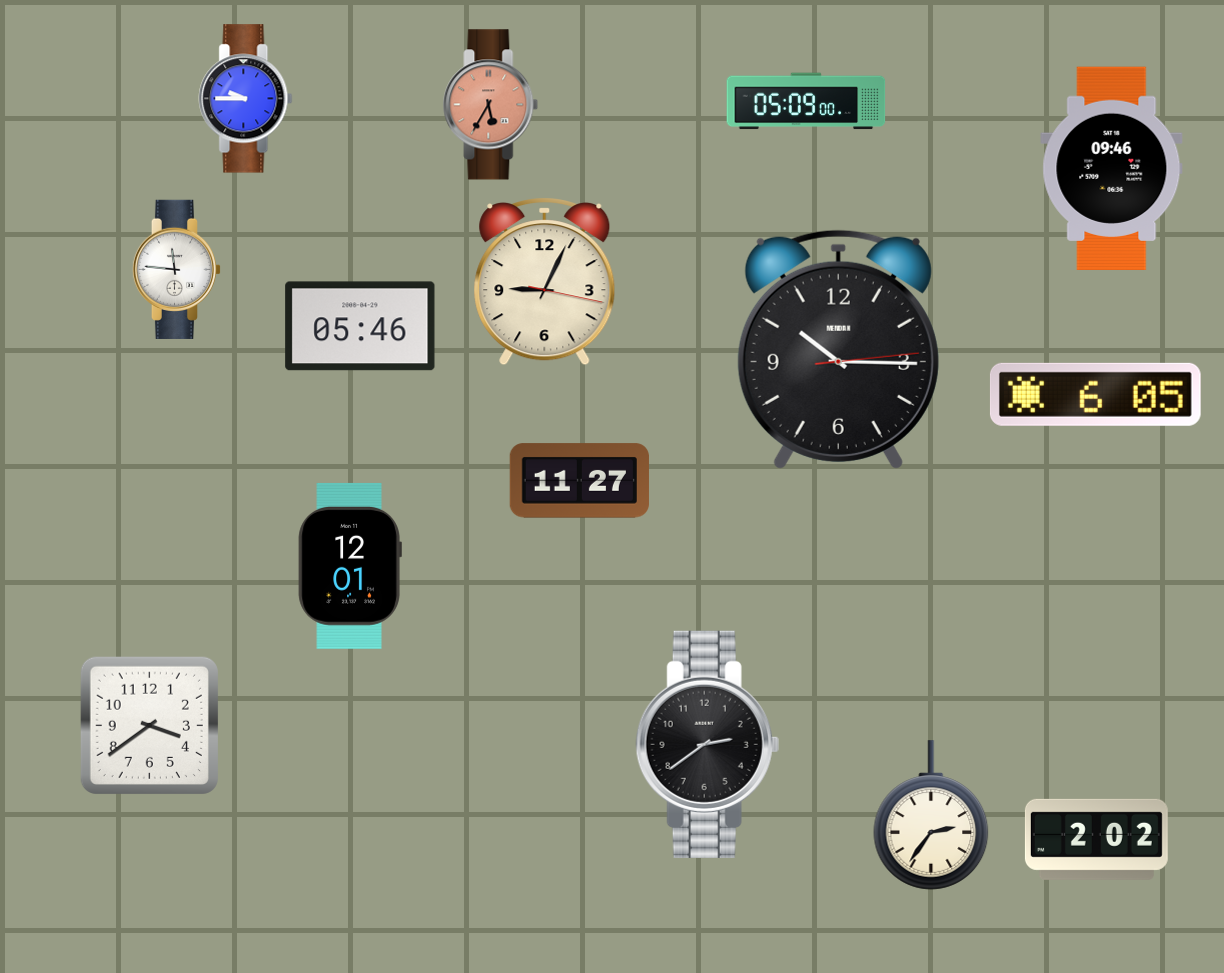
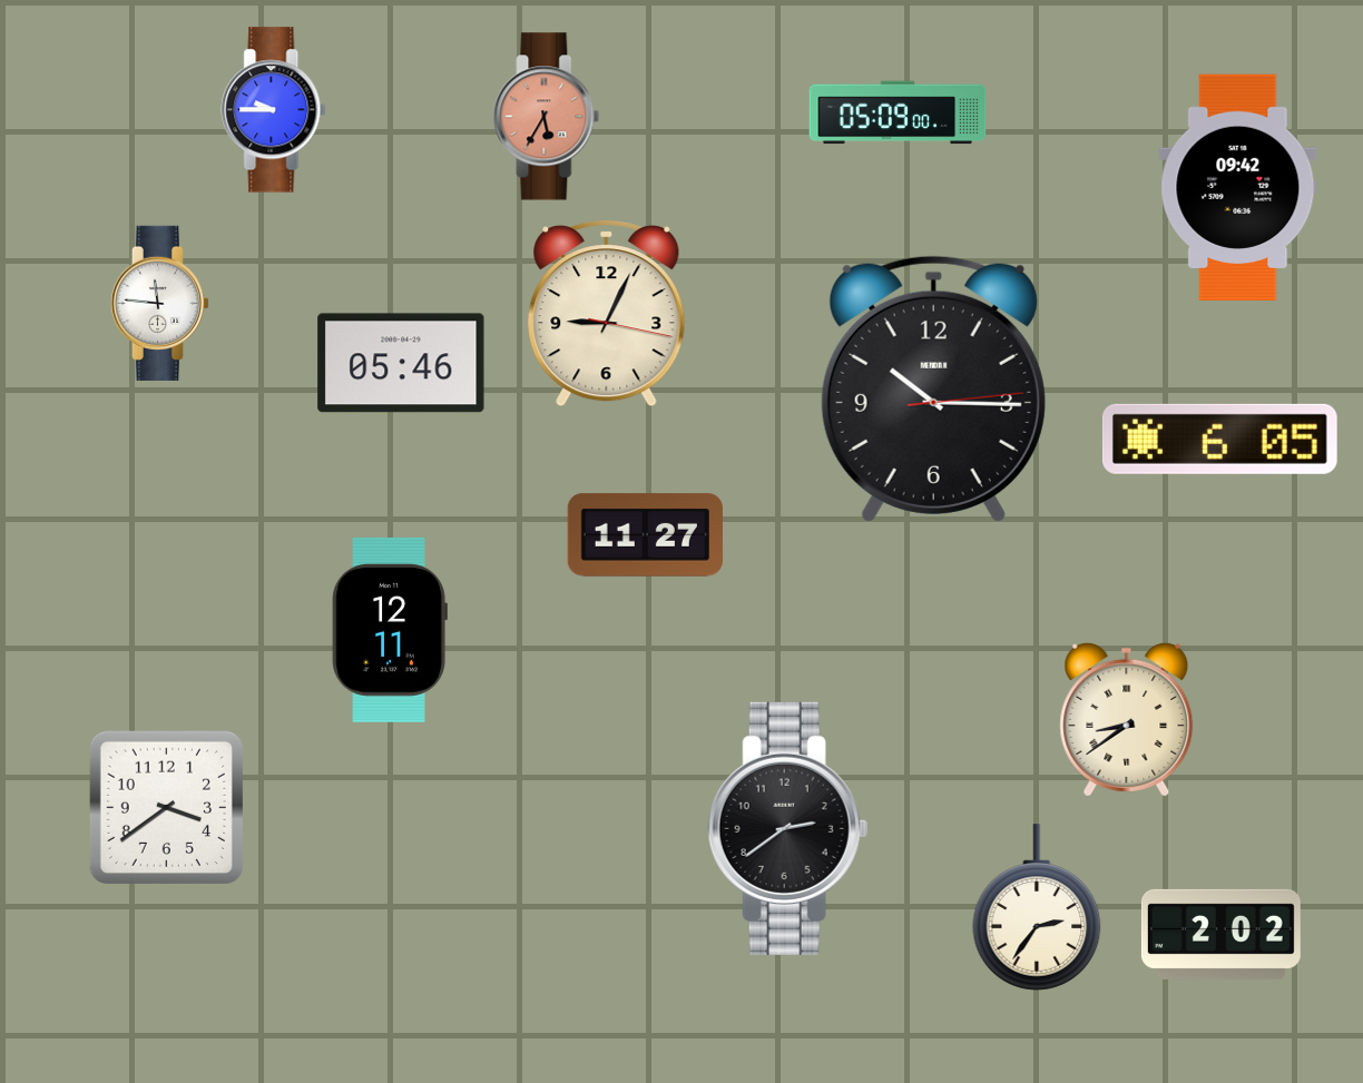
clock at (1112, 168): 09:46 -> 09:42
clock at (177, 269) position: (177, 269) -> (160, 303)
clock at (350, 566): 12:01 -> 12:11
clock at (1127, 719): none -> 8:39
